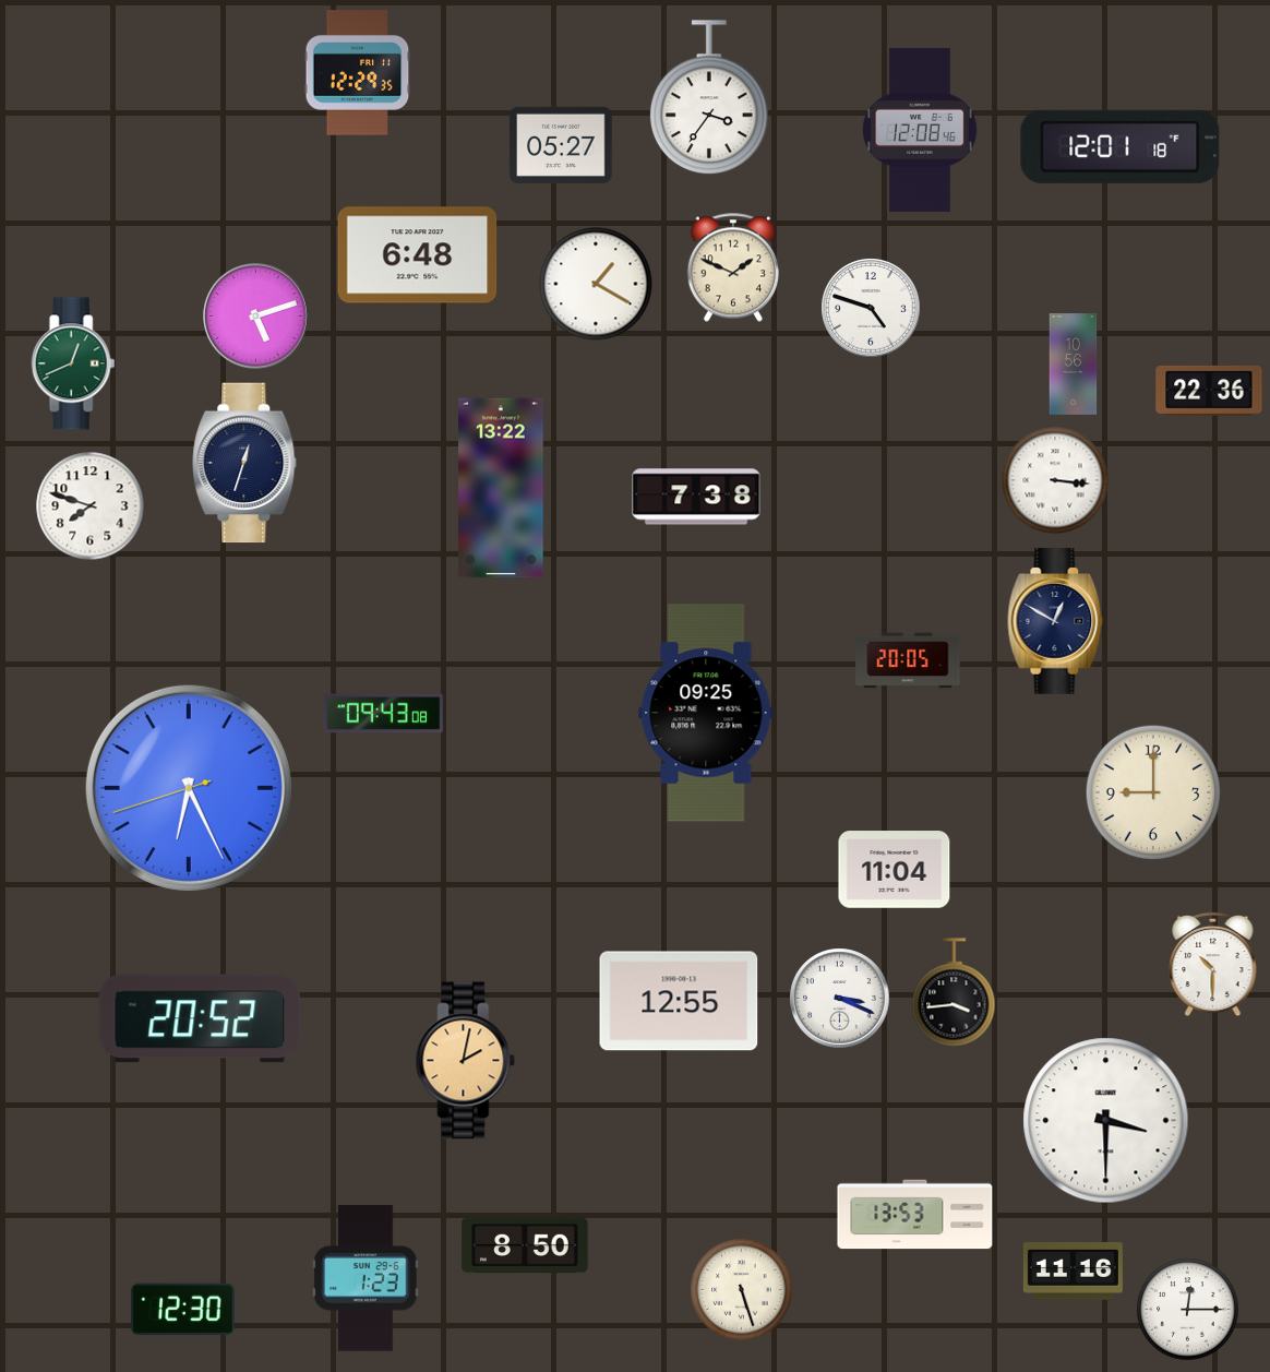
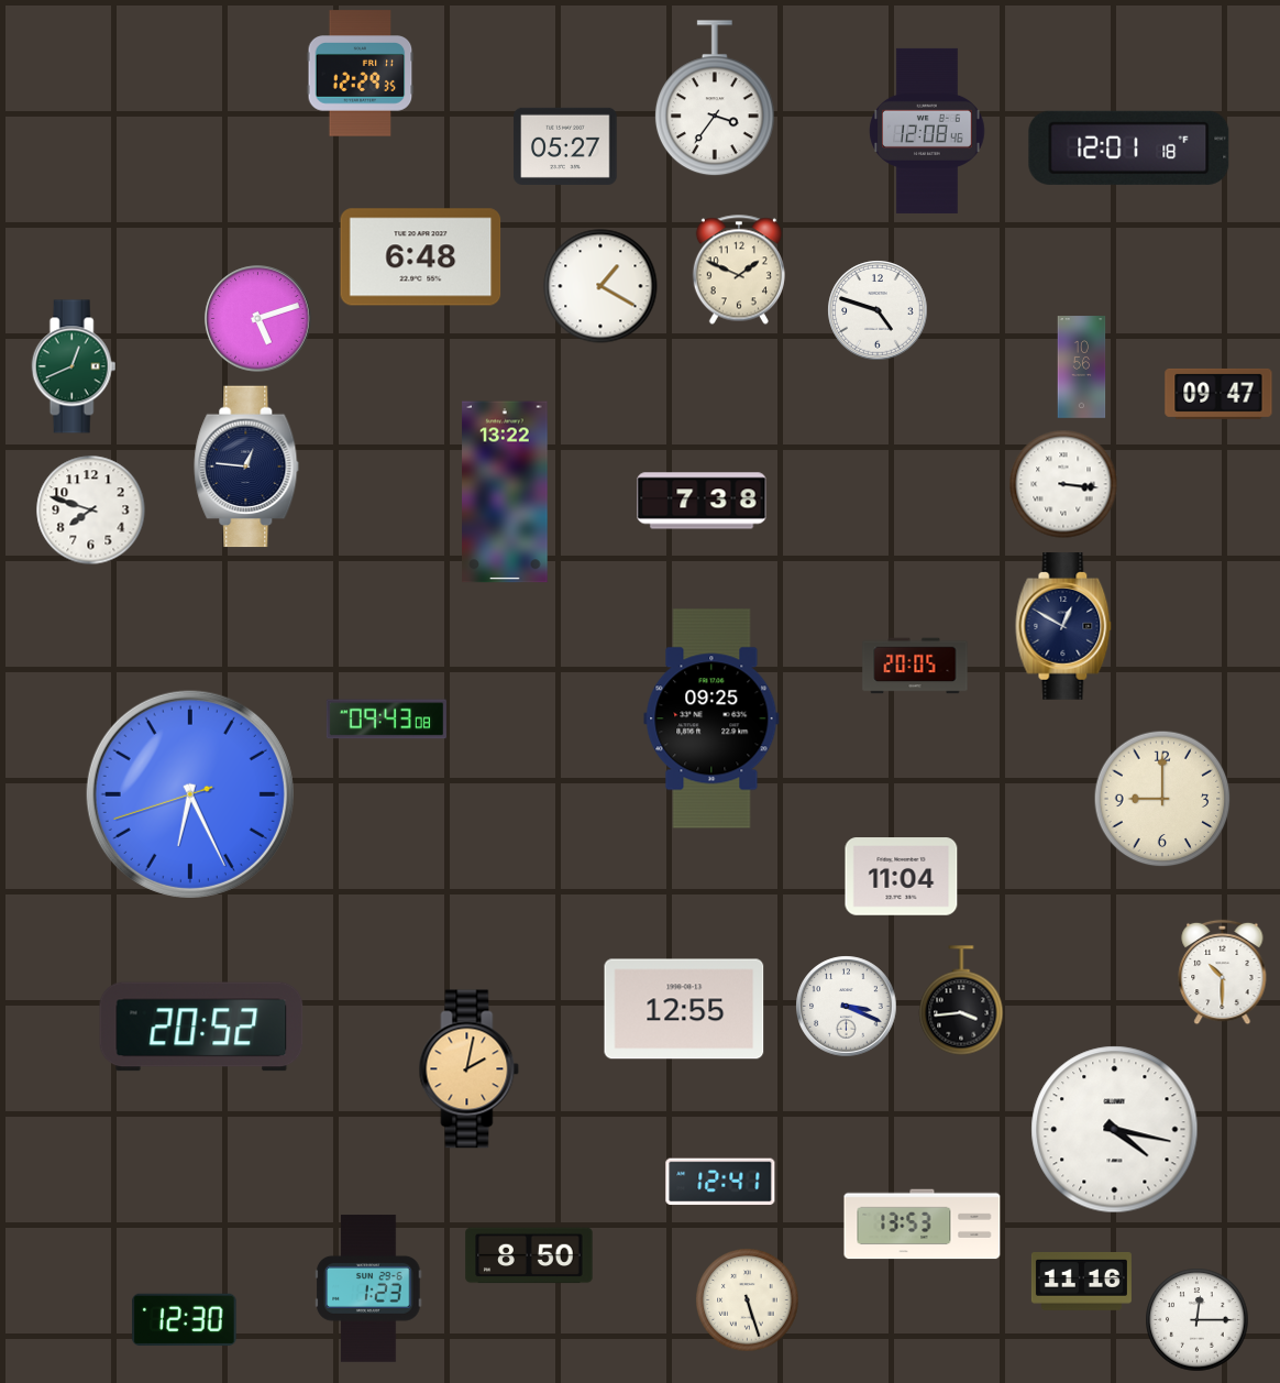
clock at (1209, 391): 22:36 -> 09:47
clock at (244, 463): 12:33 -> 12:46
clock at (1106, 1121): 3:30 -> 4:17
clock at (720, 1182): none -> 12:41
